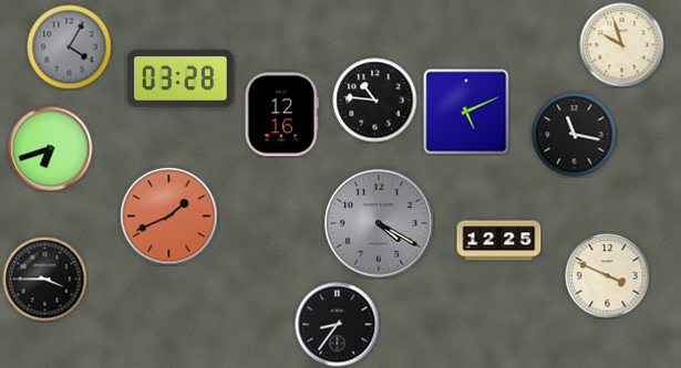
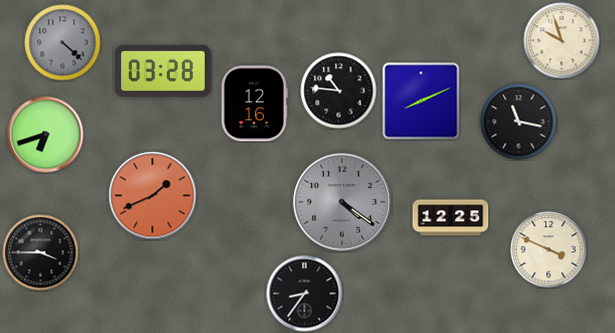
clock at (70, 48): 4:05 -> 4:22
clock at (466, 112): 5:11 -> 8:11
clock at (379, 223): 4:20 -> 4:21
